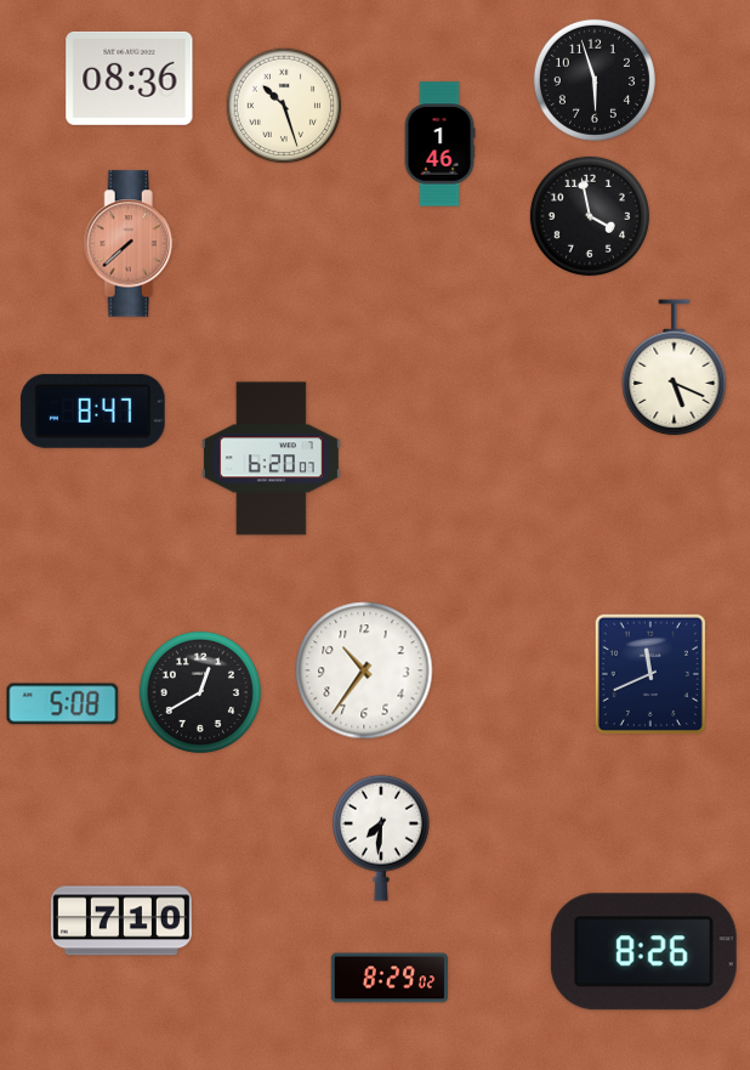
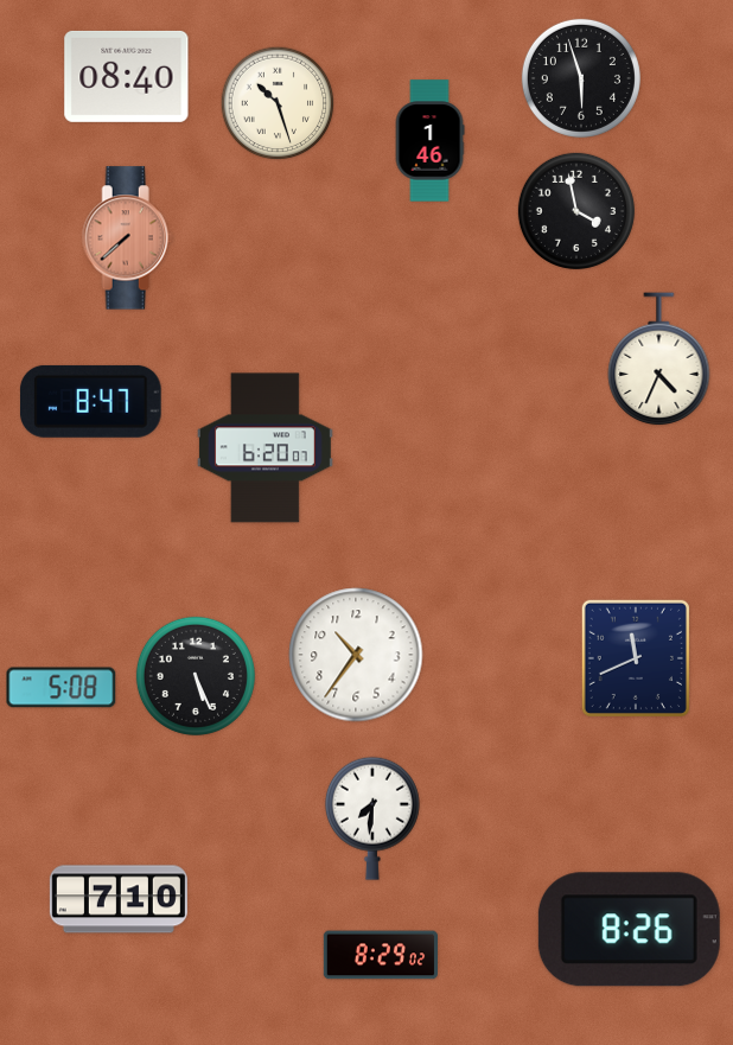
clock at (130, 78): 08:36 -> 08:40
clock at (675, 368): 5:19 -> 4:34
clock at (200, 692): 12:40 -> 5:26
